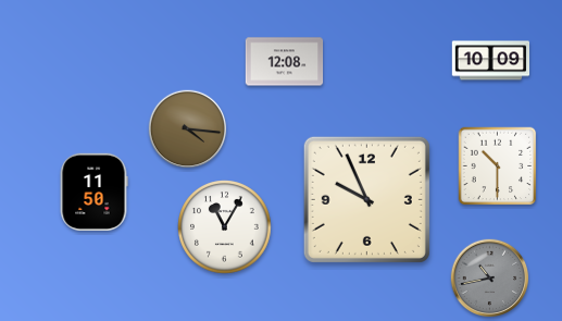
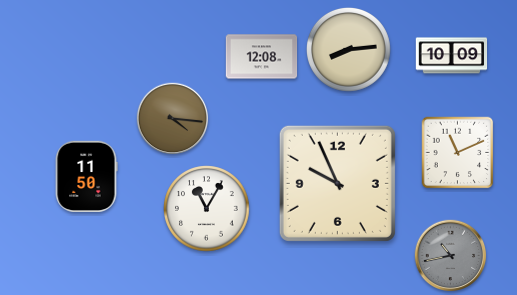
clock at (348, 49): none -> 8:14
clock at (498, 166): 10:30 -> 11:11
